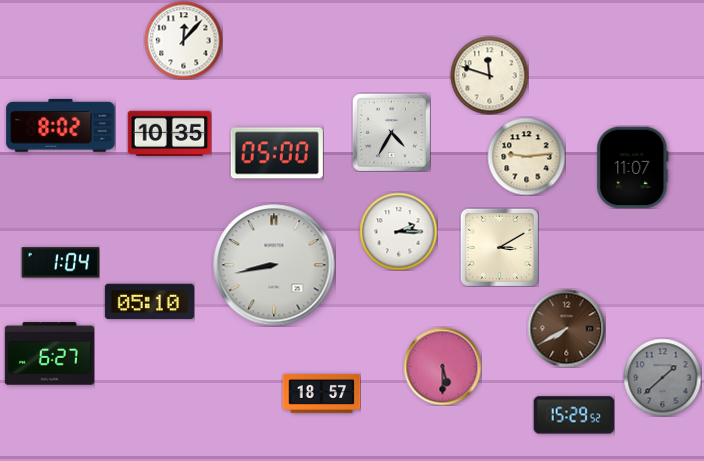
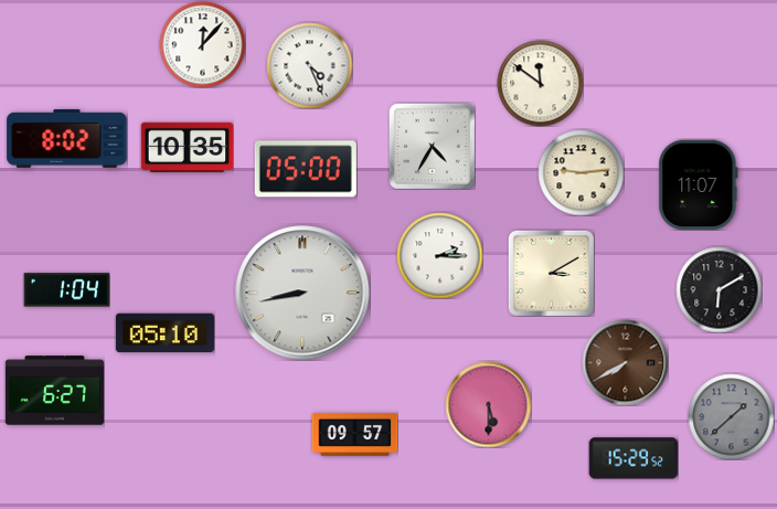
clock at (309, 65): none -> 4:26
clock at (489, 75): 11:48 -> 11:51
clock at (719, 289): none -> 6:10
clock at (321, 394): 18:57 -> 09:57
